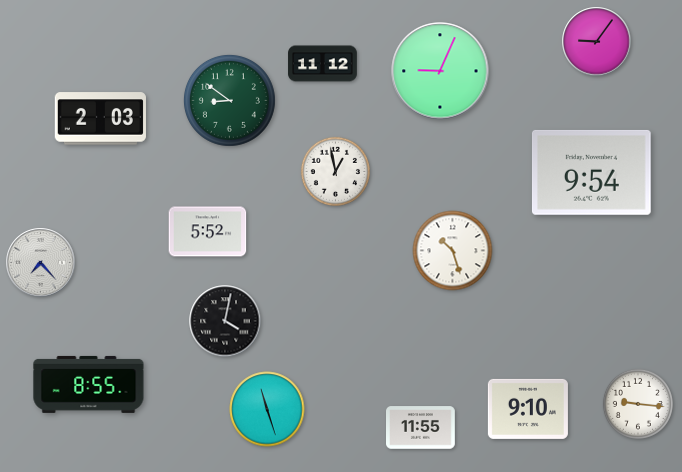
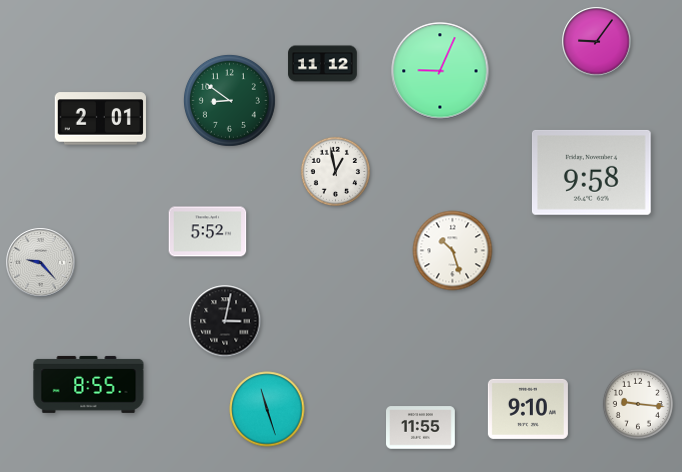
clock at (100, 119): 2:03 -> 2:01
clock at (591, 172): 9:54 -> 9:58
clock at (41, 263): 7:23 -> 9:23
clock at (225, 321): 4:02 -> 3:02
